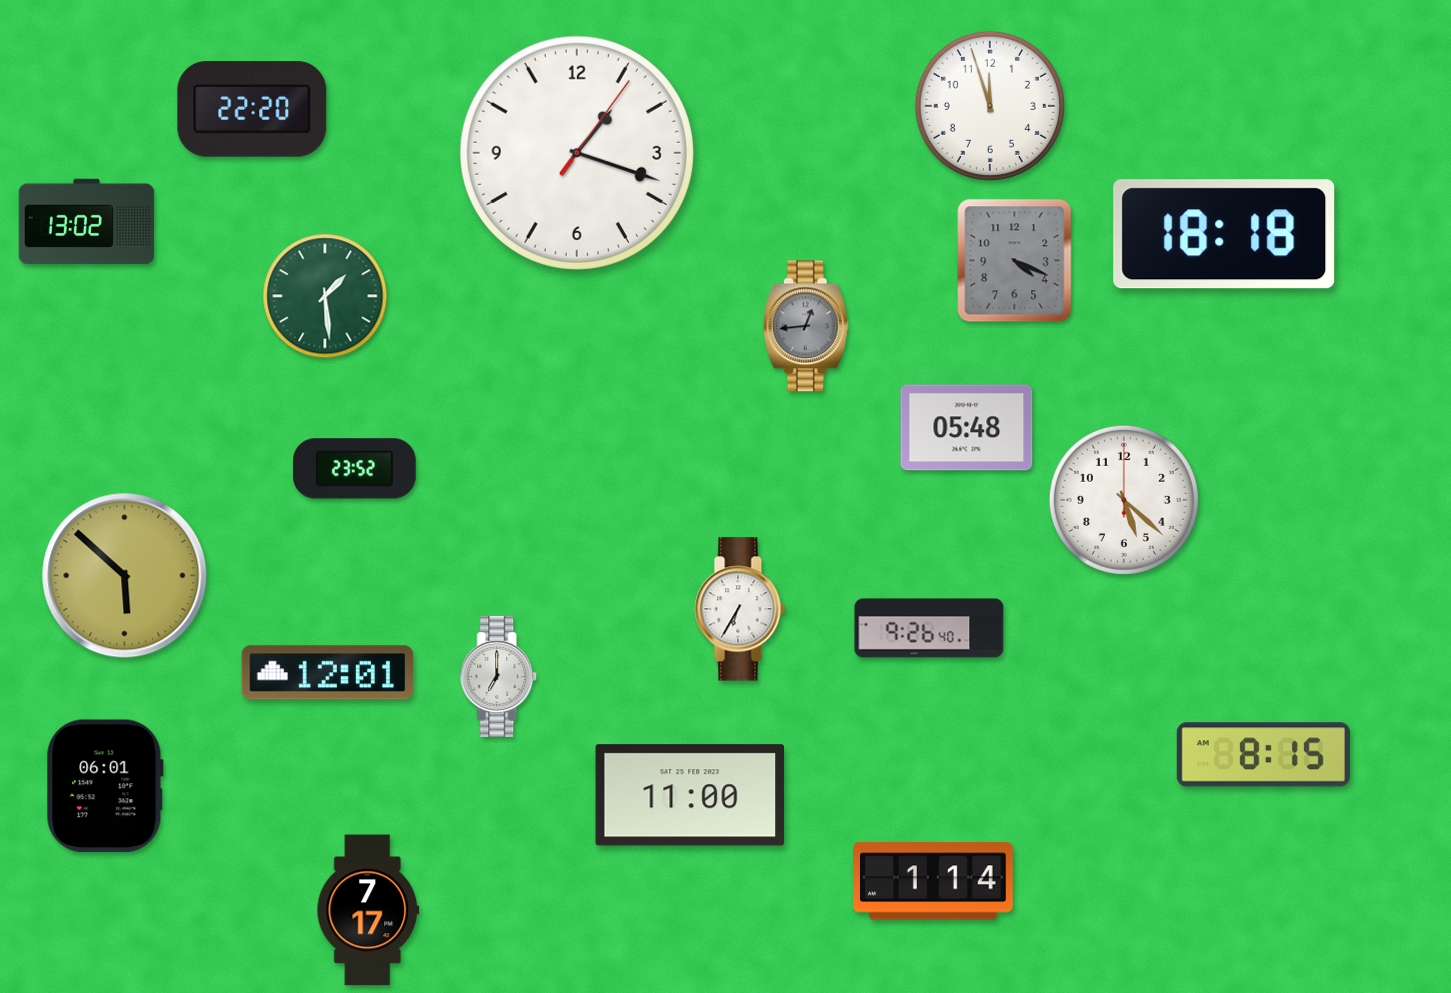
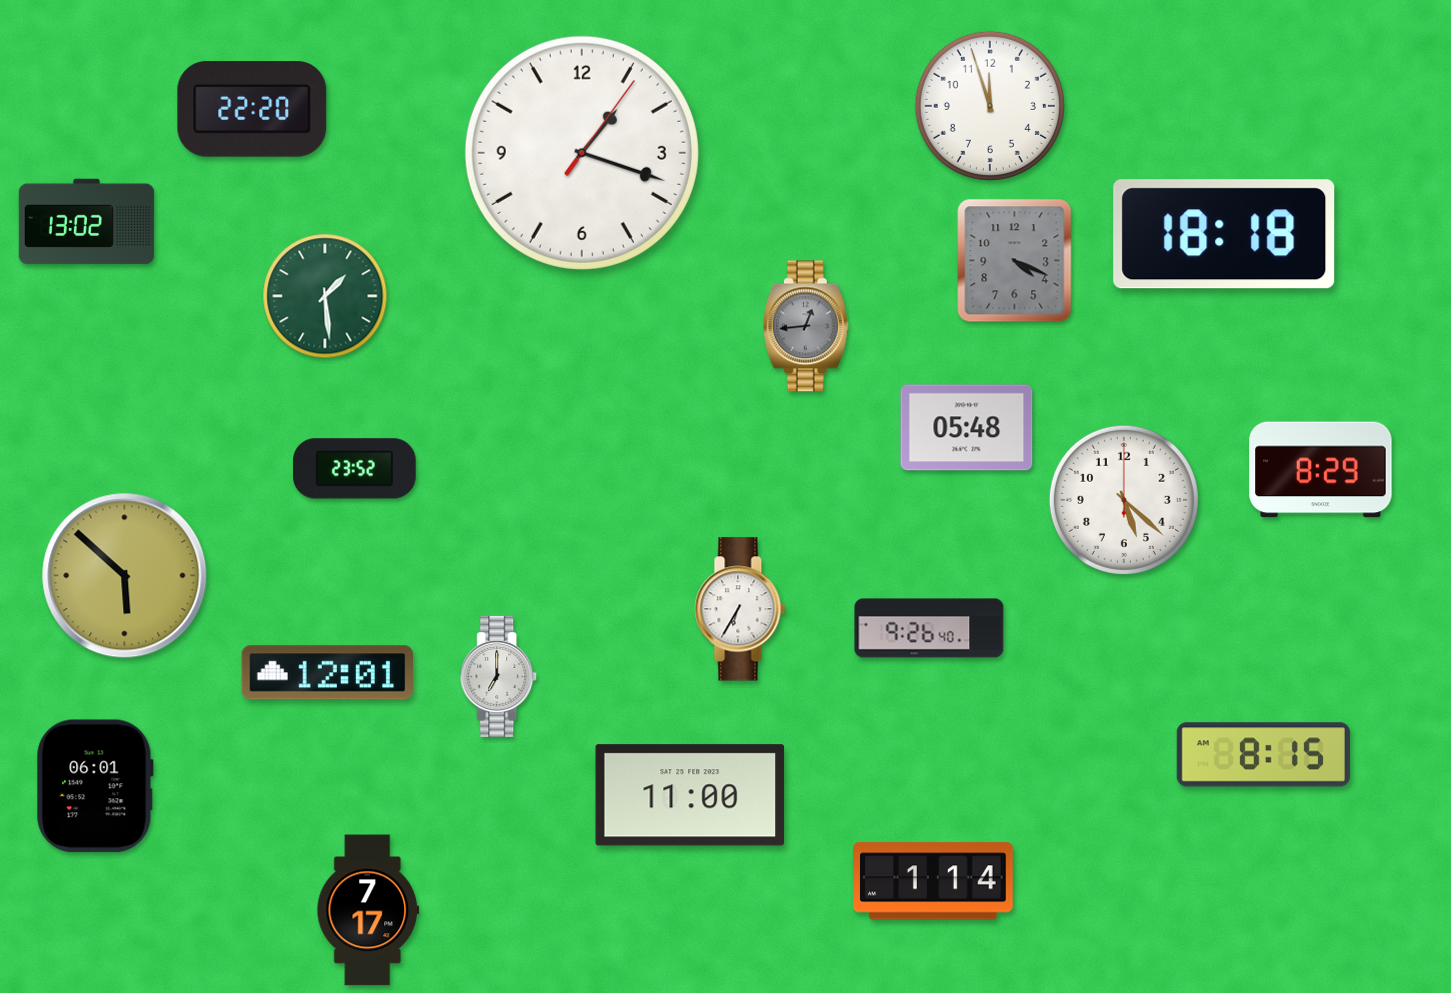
clock at (577, 153) position: (577, 153) -> (582, 153)
clock at (1321, 470): none -> 8:29
clock at (105, 786) position: (105, 786) -> (95, 786)
